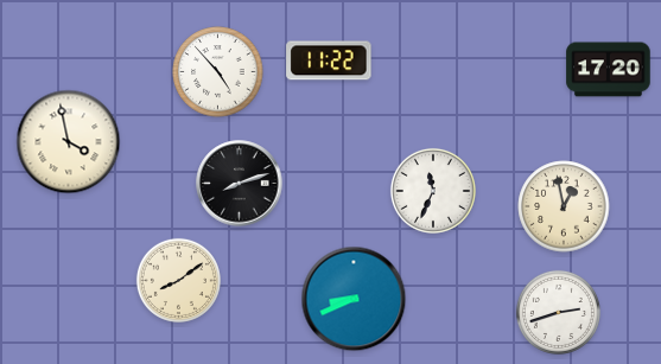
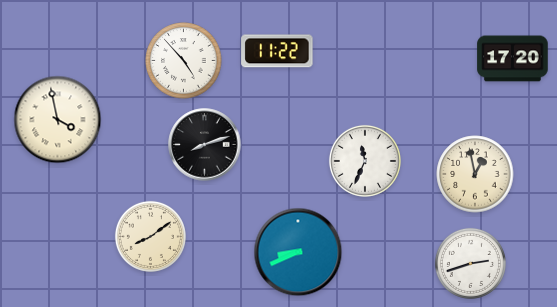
clock at (240, 184) position: (240, 184) -> (205, 145)
